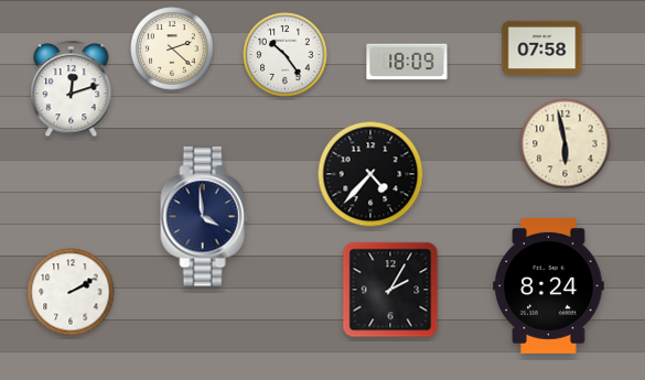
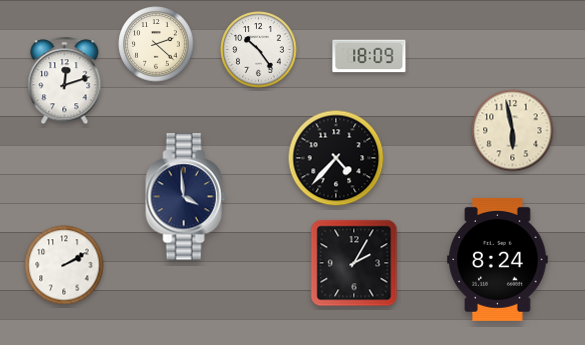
clock at (542, 47): 07:58 -> none
